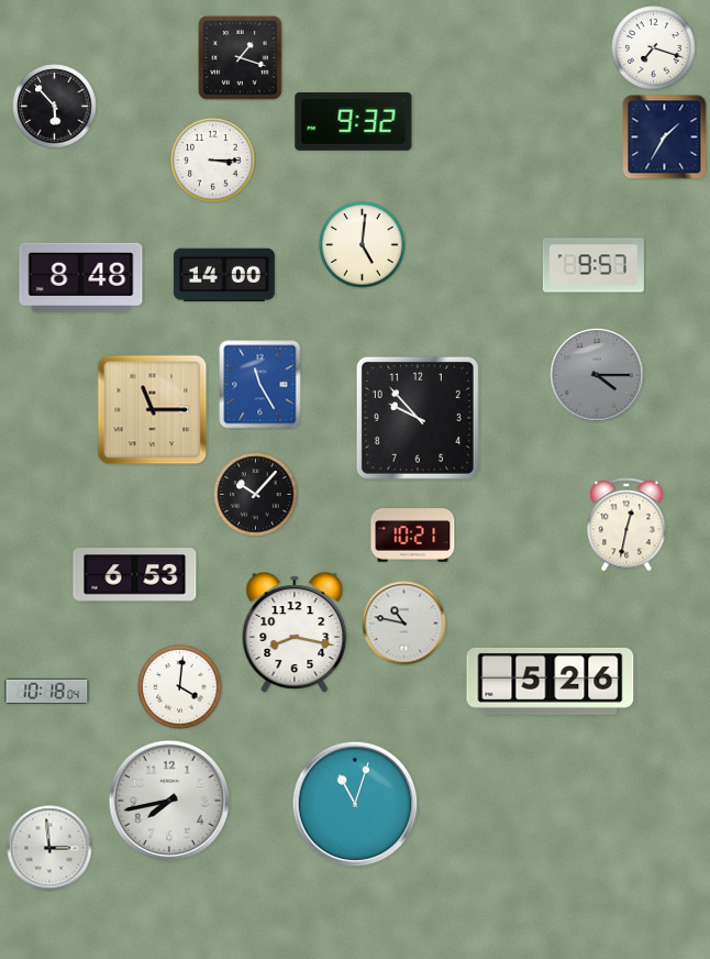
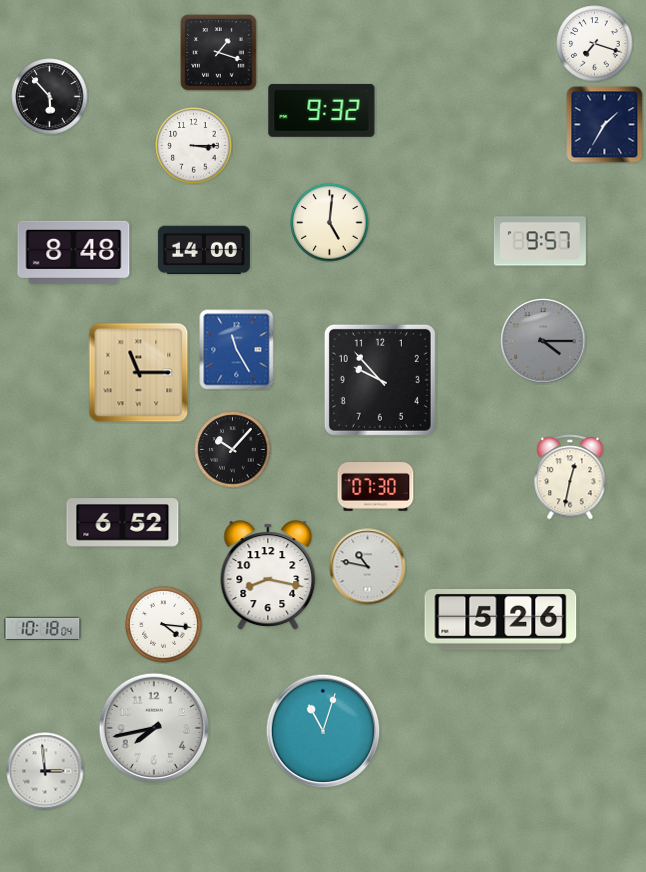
clock at (413, 536): 10:21 -> 07:30
clock at (135, 575): 6:53 -> 6:52
clock at (180, 687): 4:01 -> 4:16
